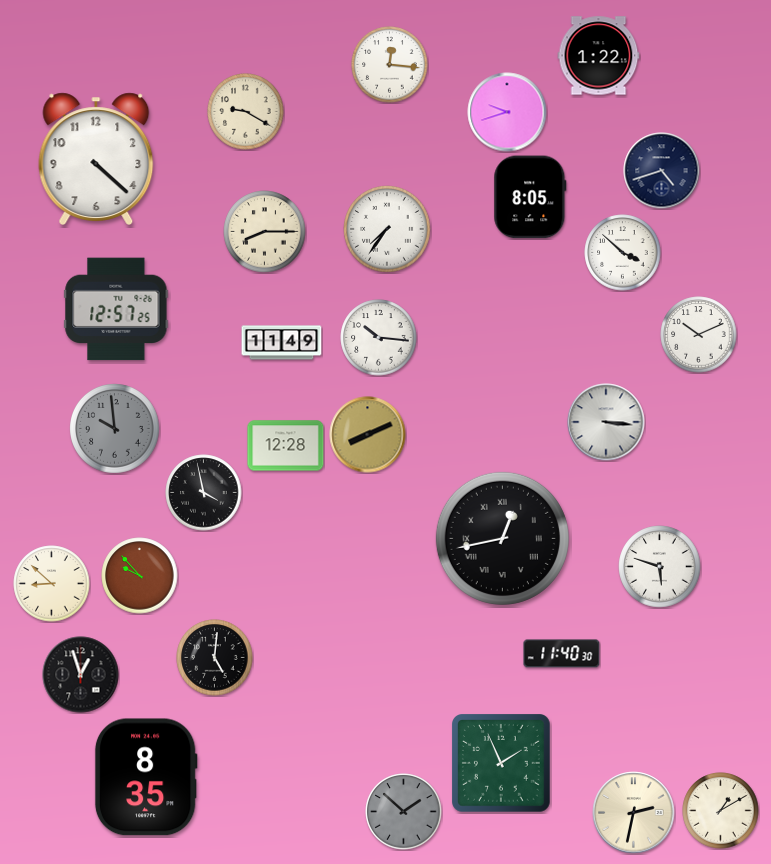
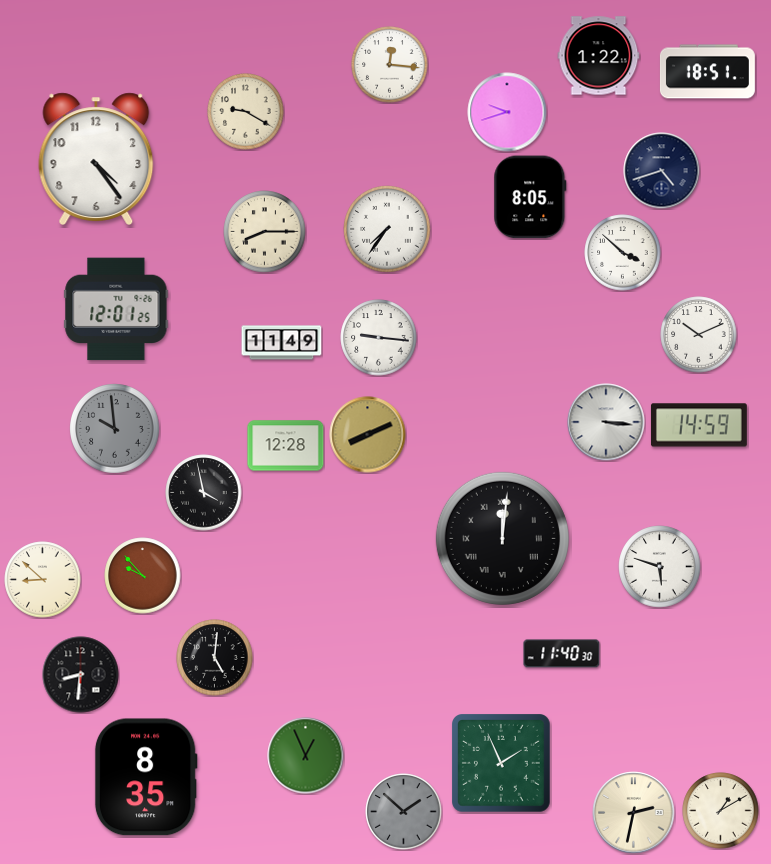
clock at (707, 72): none -> 18:51
clock at (96, 158): 4:22 -> 4:24
clock at (116, 309): 12:57 -> 12:01
clock at (379, 338): 10:16 -> 9:16
clock at (699, 425): none -> 14:59
clock at (502, 538): 12:43 -> 12:01
clock at (140, 576) position: (140, 576) -> (143, 576)
clock at (52, 584) position: (52, 584) -> (43, 580)
clock at (81, 675): 12:57 -> 8:31
clock at (306, 756): none -> 12:56
